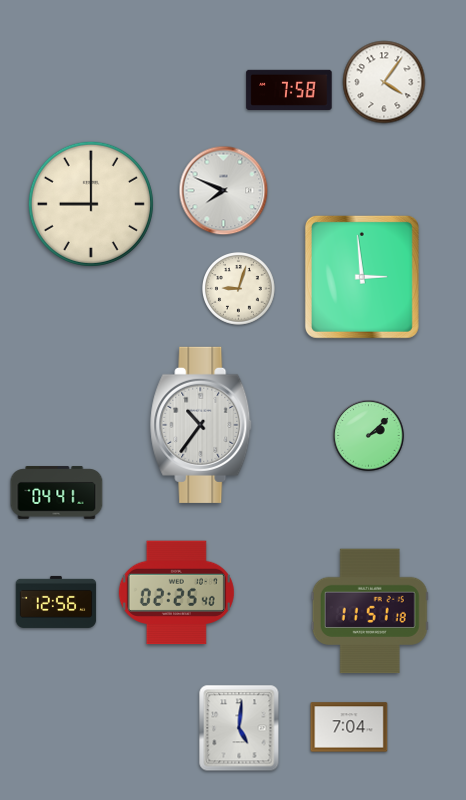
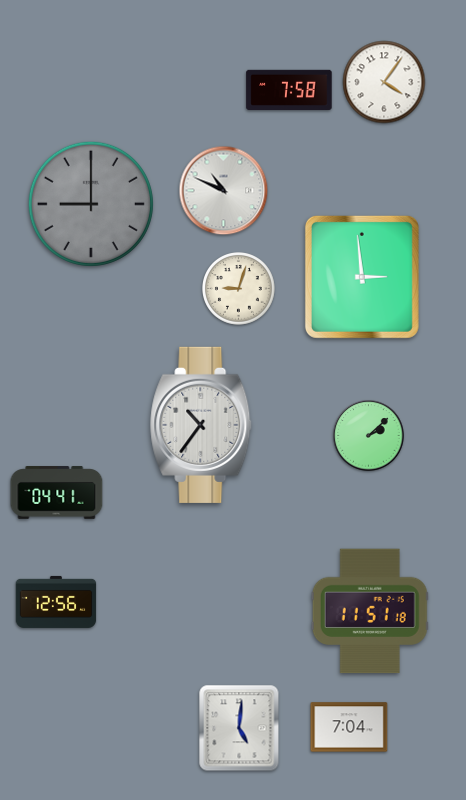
clock at (224, 191): 7:49 -> 10:49
clock at (91, 204) dial: cream -> grey
clock at (176, 593): 02:25 -> none
